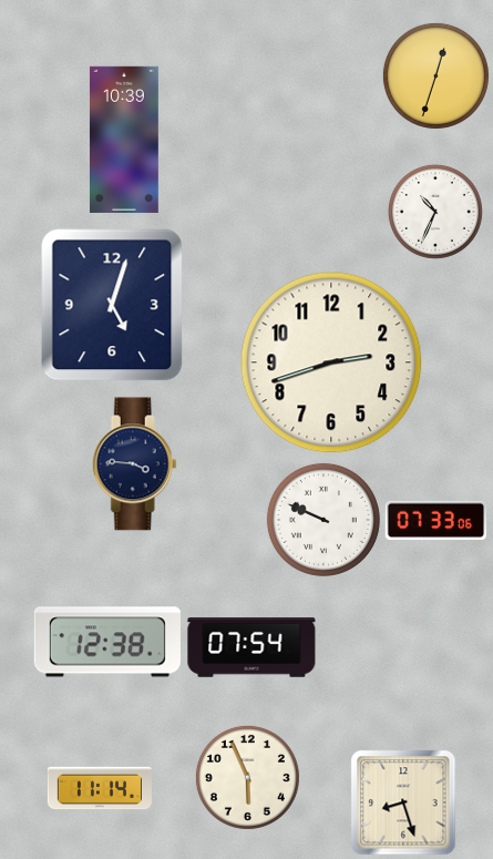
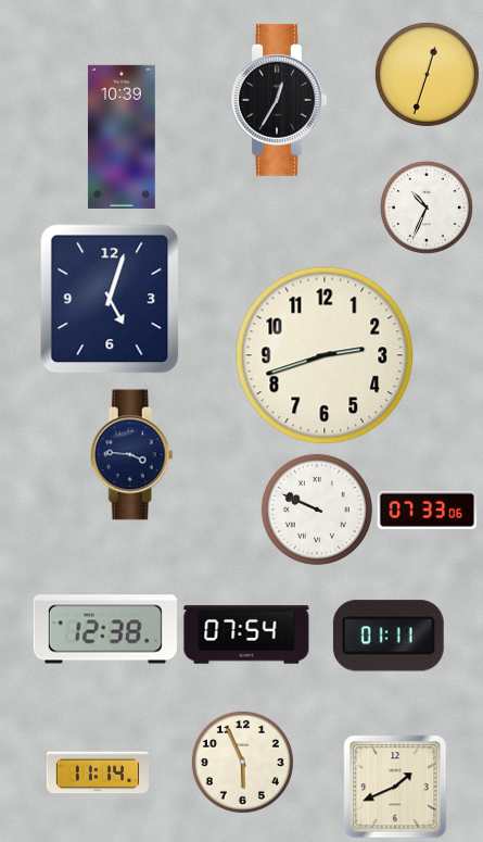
clock at (279, 101): none -> 12:35
clock at (389, 636): none -> 01:11
clock at (403, 802): 8:27 -> 1:41
